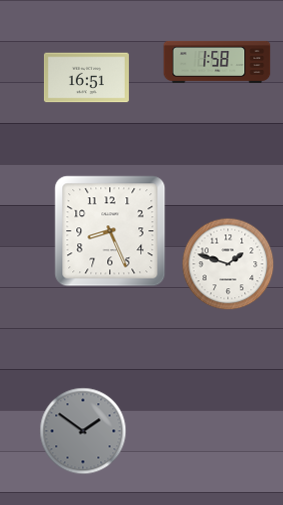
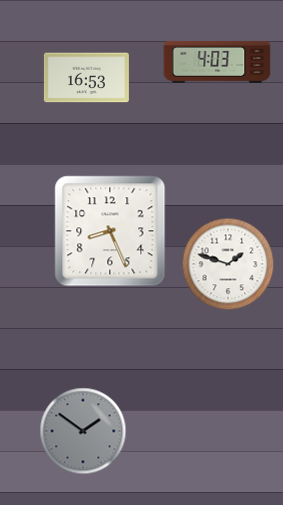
clock at (217, 62): 1:58 -> 4:03
clock at (86, 78): 16:51 -> 16:53
